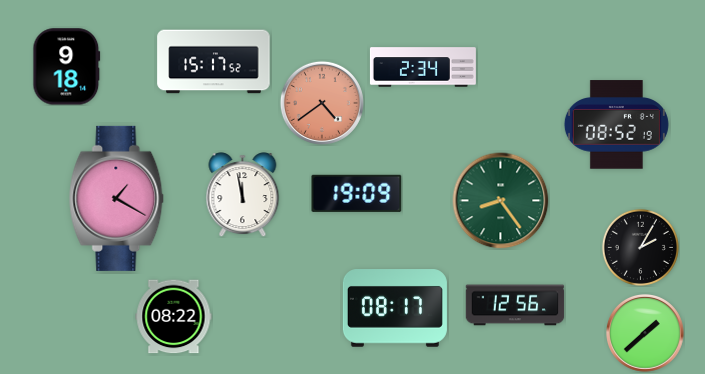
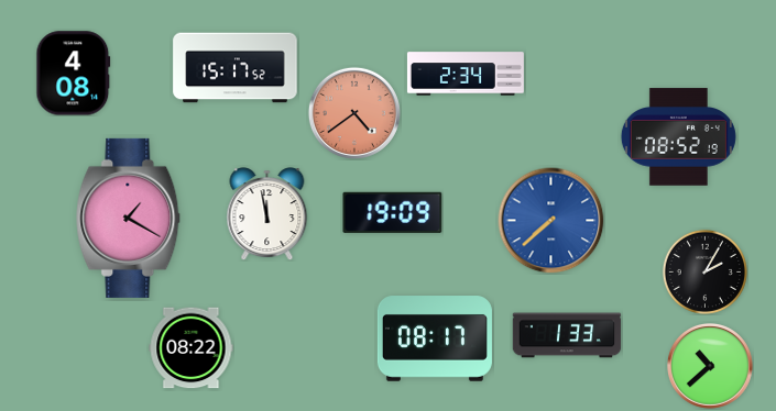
clock at (67, 67): 9:18 -> 4:08
clock at (501, 201): 8:24 -> 7:38
clock at (501, 201) dial: green -> blue
clock at (515, 305): 12:56 -> 1:33
clock at (646, 334): 1:38 -> 10:38
